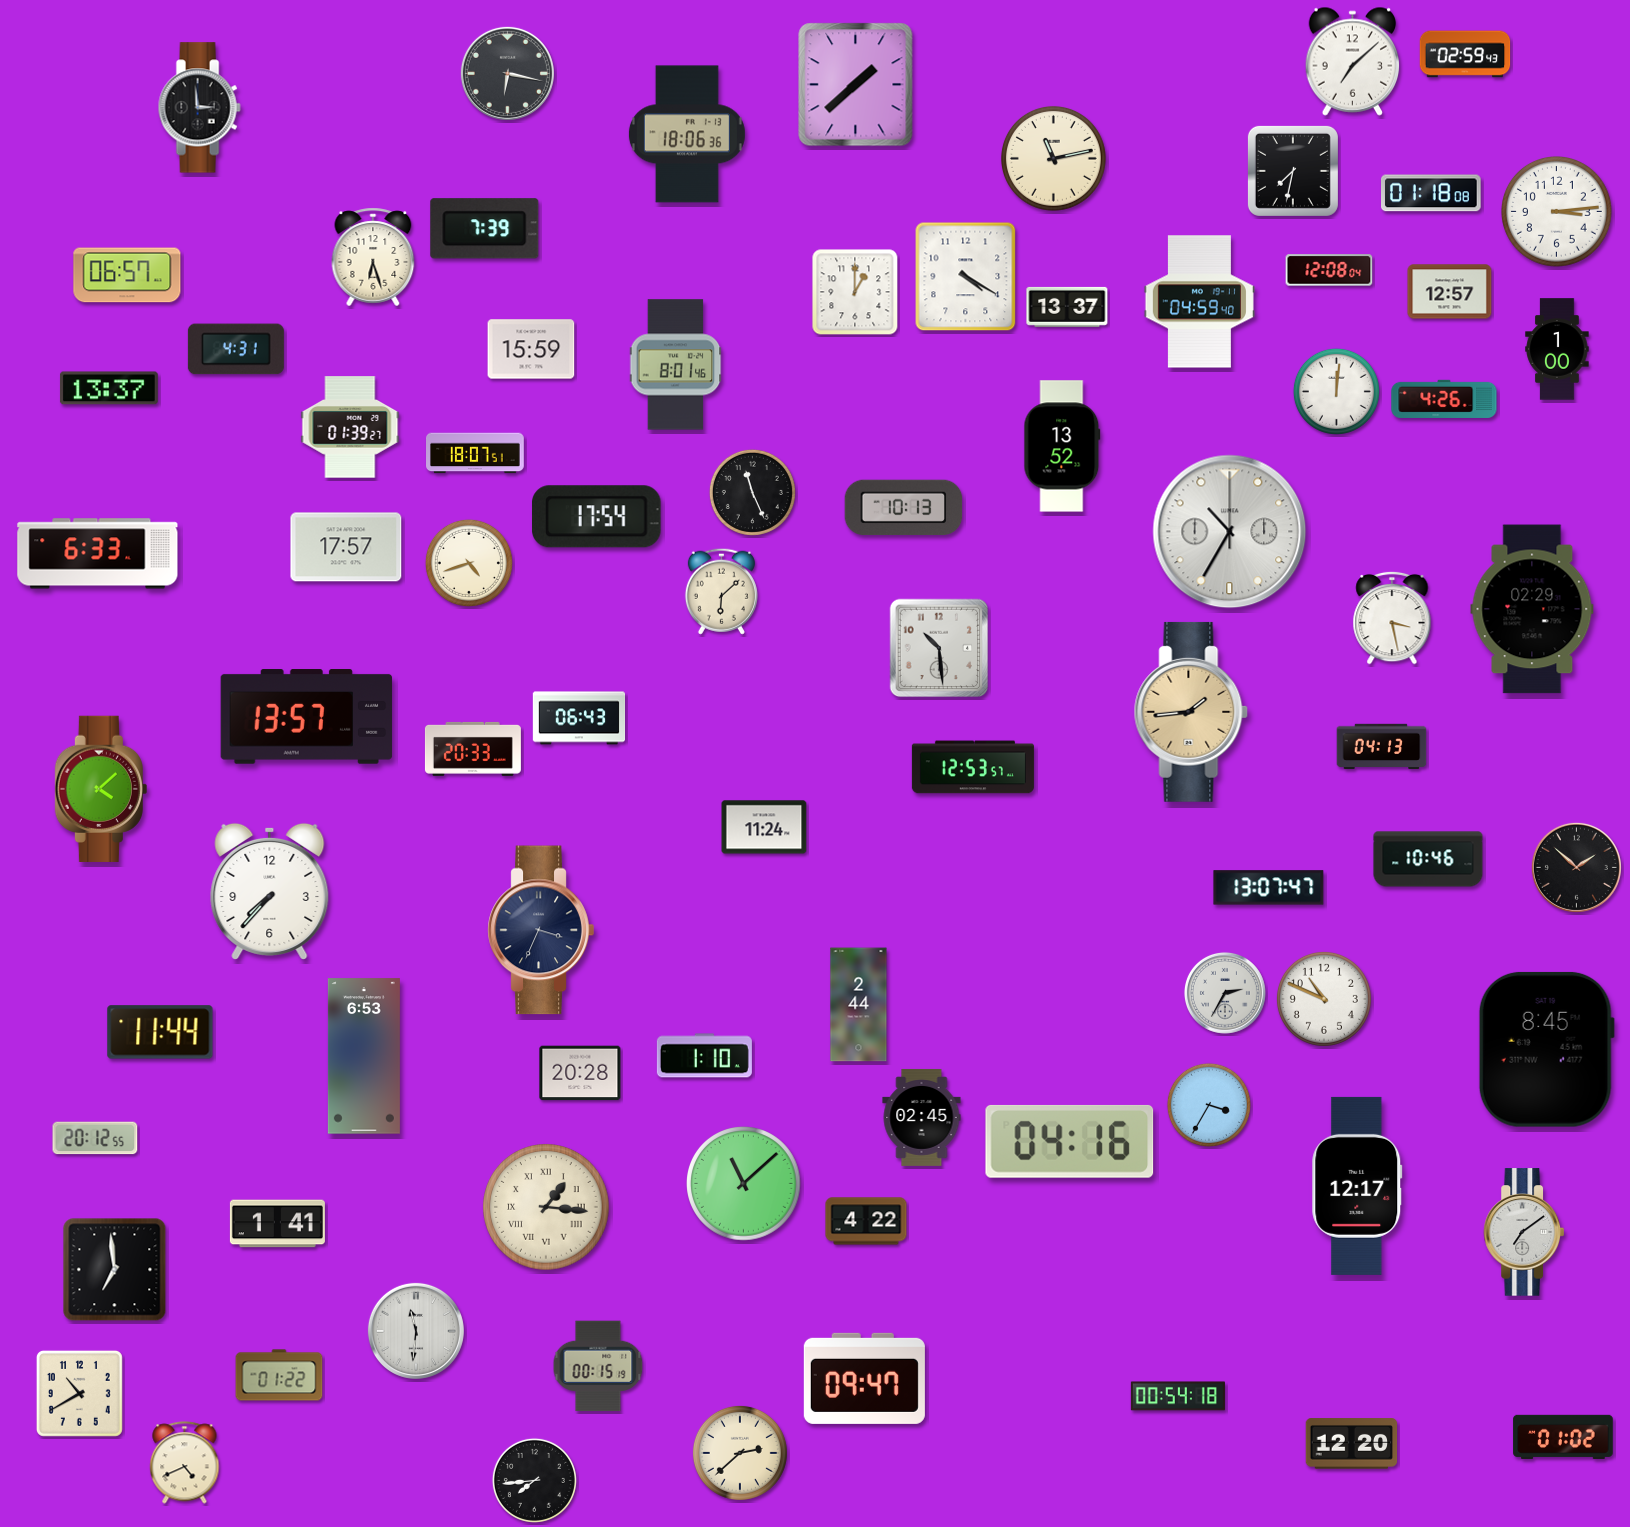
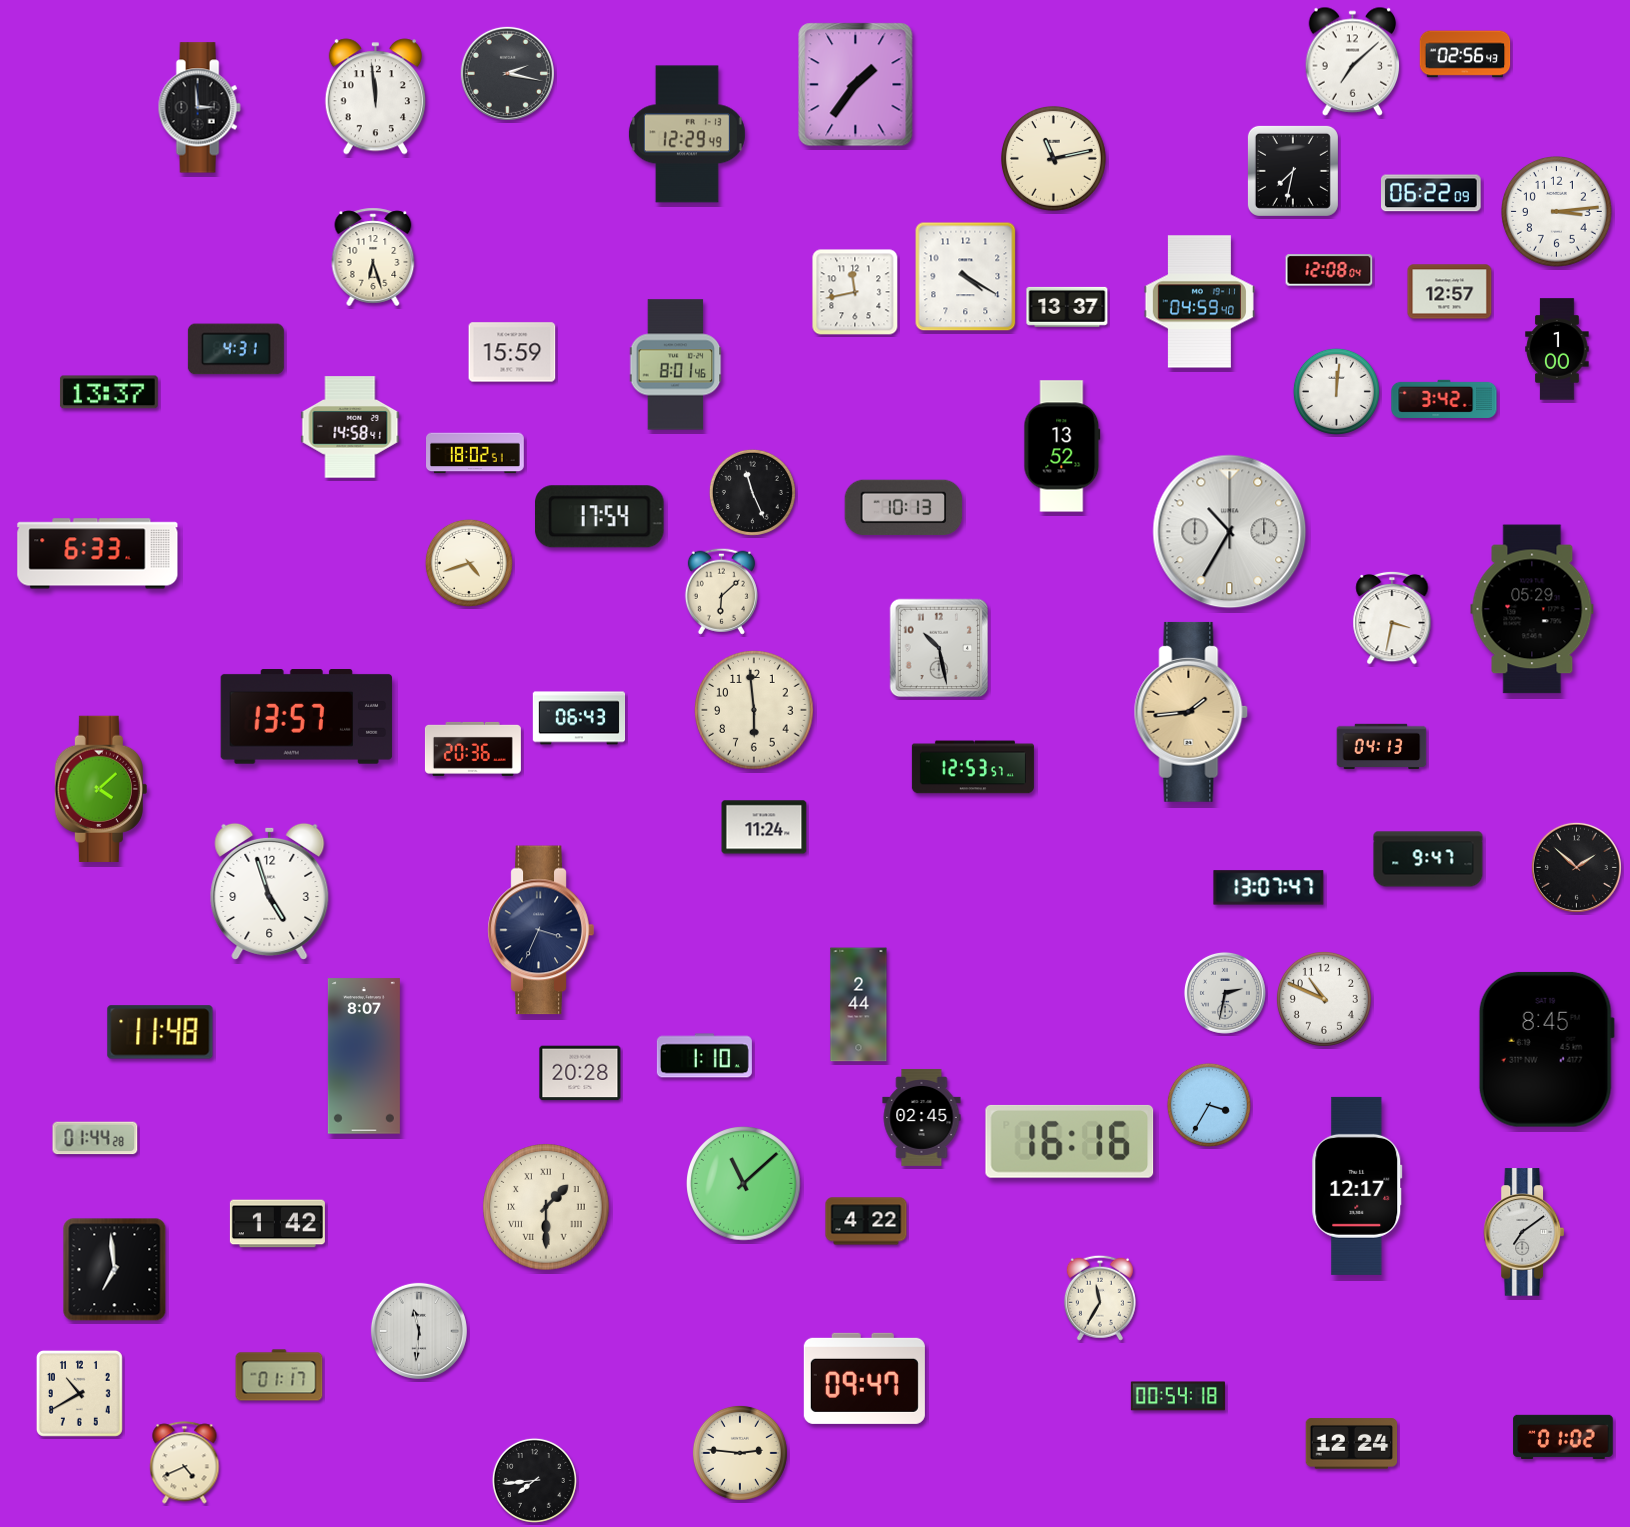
clock at (1465, 54): 02:59 -> 02:56
clock at (507, 73): 6:17 -> 2:17
clock at (856, 85): 1:38 -> 1:36
clock at (375, 97): none -> 11:59
clock at (687, 134): 18:06 -> 12:29
clock at (1432, 193): 01:18 -> 06:22
clock at (485, 229): 7:39 -> none
clock at (127, 275): 06:57 -> none
clock at (855, 292): 1:00 -> 11:43
clock at (531, 349) position: (531, 349) -> (512, 352)
clock at (109, 388) position: (109, 388) -> (109, 392)
clock at (1444, 399): 4:26 -> 3:42
clock at (350, 427): 01:39 -> 14:58
clock at (476, 453): 18:07 -> 18:02
clock at (597, 517) position: (597, 517) -> (600, 517)
clock at (346, 547): 17:57 -> none
clock at (1532, 609): 02:29 -> 05:29
clock at (1392, 618): 3:28 -> 3:32
clock at (939, 648): 10:29 -> 10:28
clock at (754, 710): none -> 5:59
clock at (473, 749): 20:33 -> 20:36
clock at (1428, 859): 10:46 -> 9:47
clock at (270, 891): 7:37 -> 4:57
clock at (1225, 993): 2:35 -> 2:32
clock at (160, 1032): 11:44 -> 11:48
clock at (364, 1056): 6:53 -> 8:07
clock at (95, 1138): 20:12 -> 01:44
clock at (1070, 1141): 04:16 -> 16:16
clock at (546, 1207): 1:16 -> 1:30
clock at (277, 1224): 1:41 -> 1:42
clock at (1100, 1298): none -> 11:35
clock at (416, 1331) position: (416, 1331) -> (419, 1331)
clock at (598, 1366): 00:15 -> none
clock at (279, 1375): 01:22 -> 01:17
clock at (1352, 1444): 12:20 -> 12:24
clock at (740, 1453): 2:38 -> 2:46
